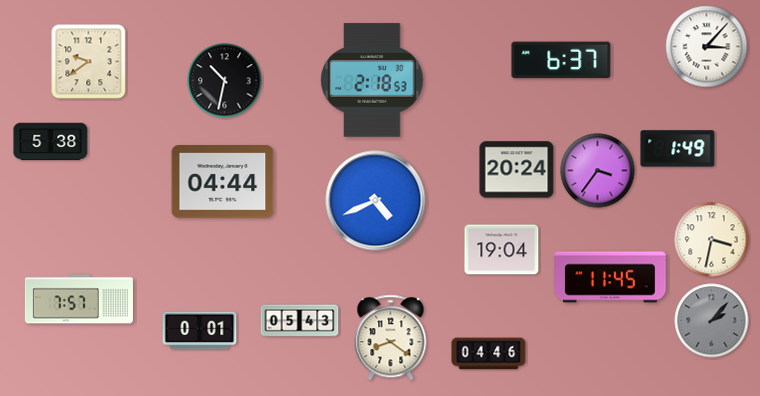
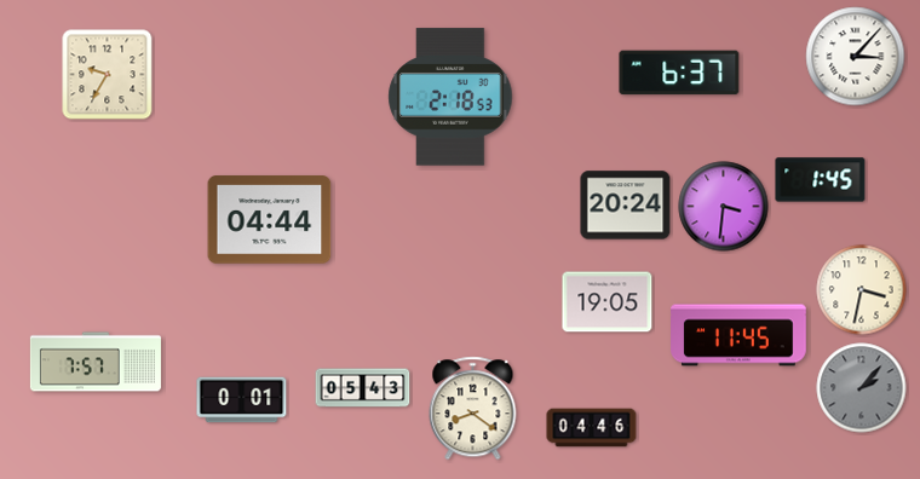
clock at (89, 62): 9:39 -> 9:35
clock at (225, 81): 10:32 -> none
clock at (51, 142): 5:38 -> none
clock at (678, 149): 1:49 -> 1:45
clock at (598, 171): 3:36 -> 3:31
clock at (376, 201): 4:41 -> none
clock at (502, 250): 19:04 -> 19:05
